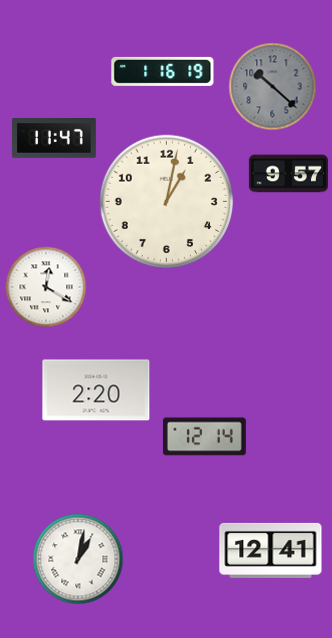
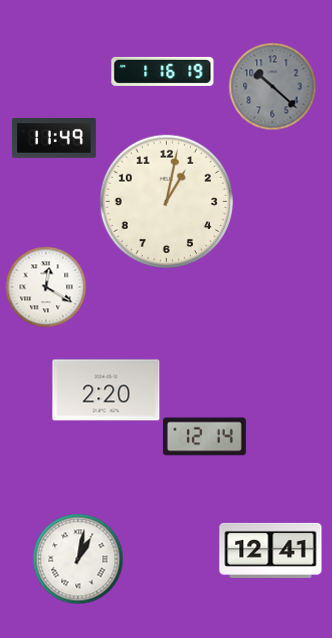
clock at (54, 139): 11:47 -> 11:49
clock at (288, 174): 9:57 -> none
clock at (96, 390) position: (96, 390) -> (106, 390)
